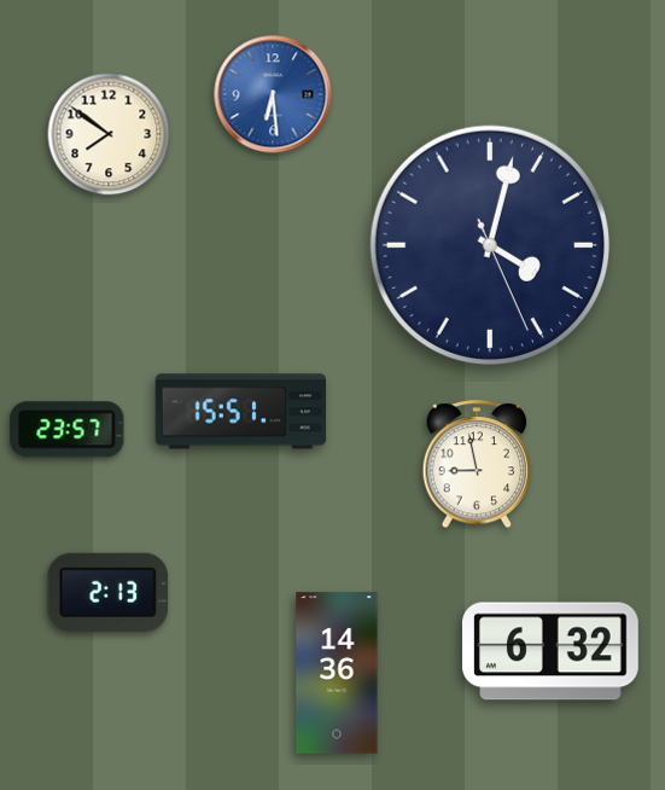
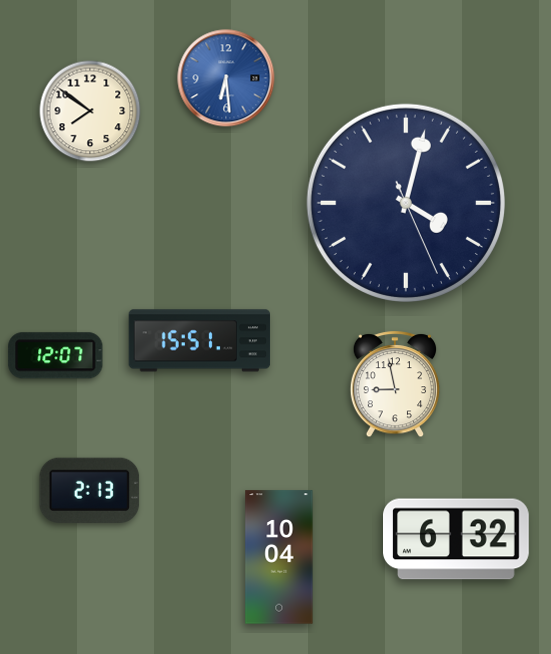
clock at (68, 430): 23:57 -> 12:07
clock at (337, 673): 14:36 -> 10:04
